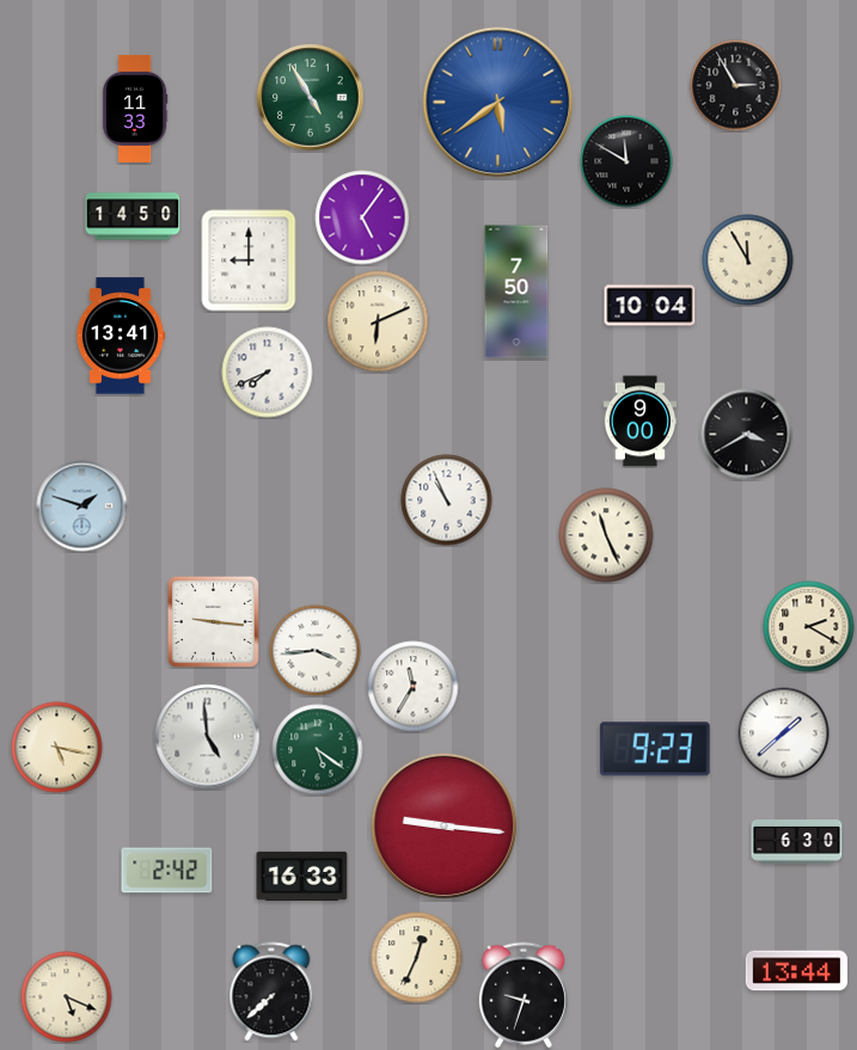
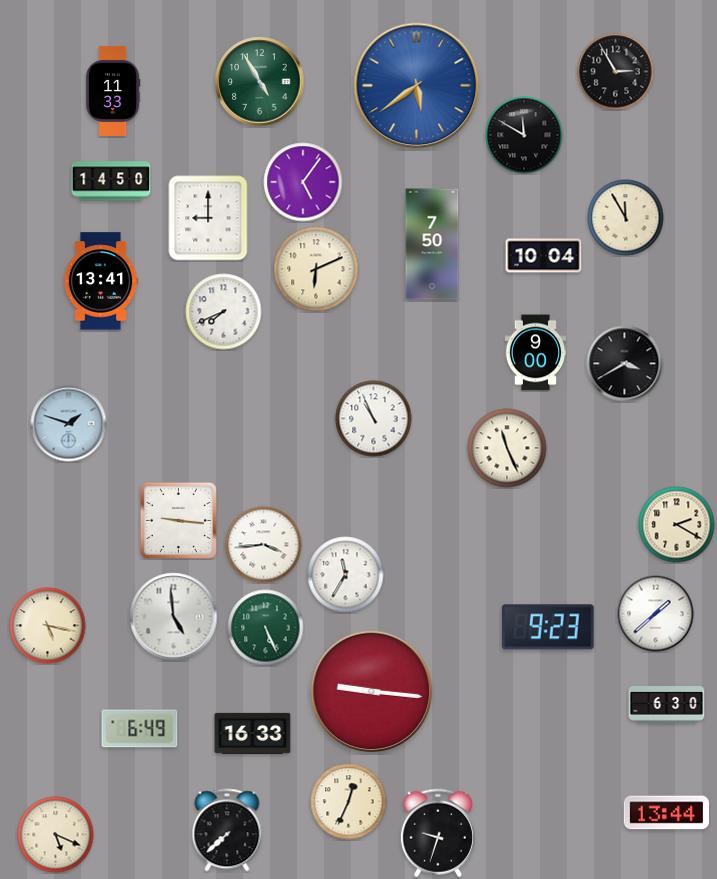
clock at (318, 750): 5:21 -> 5:26
clock at (167, 871): 2:42 -> 6:49
